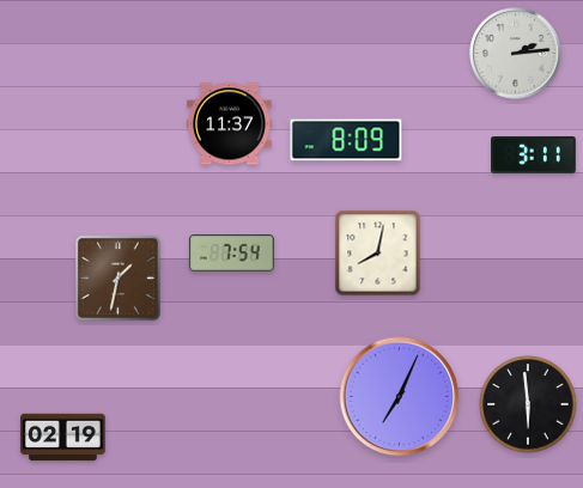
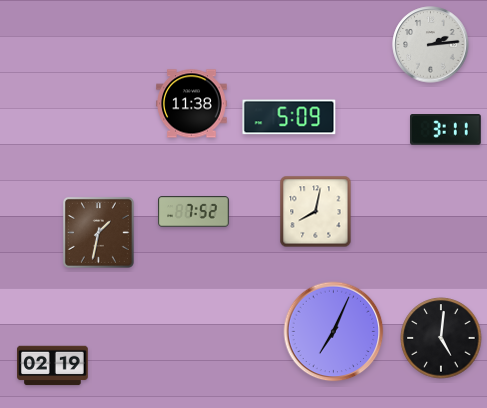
clock at (230, 124): 11:37 -> 11:38
clock at (346, 140): 8:09 -> 5:09
clock at (232, 254): 7:54 -> 7:52
clock at (528, 404): 5:59 -> 5:01
